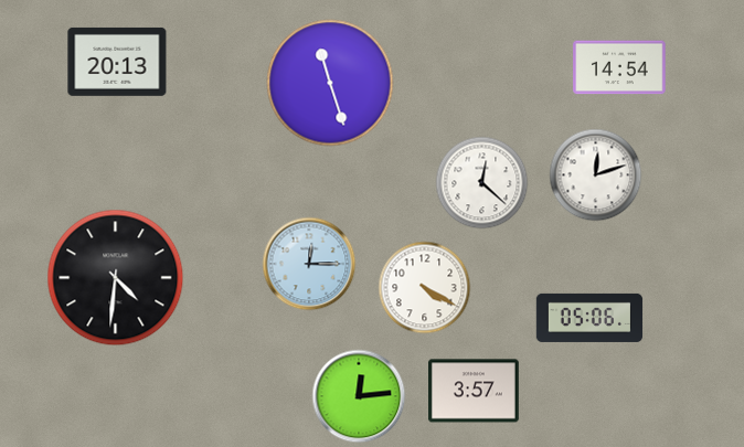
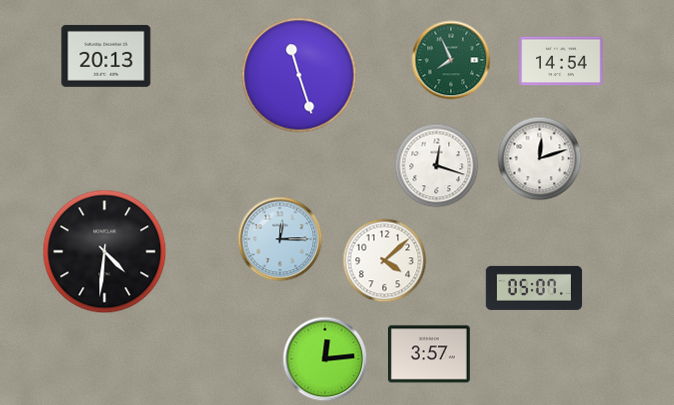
clock at (451, 60): none -> 7:56
clock at (482, 183): 12:22 -> 12:18
clock at (425, 288): 4:20 -> 4:08
clock at (589, 318): 05:06 -> 05:07
